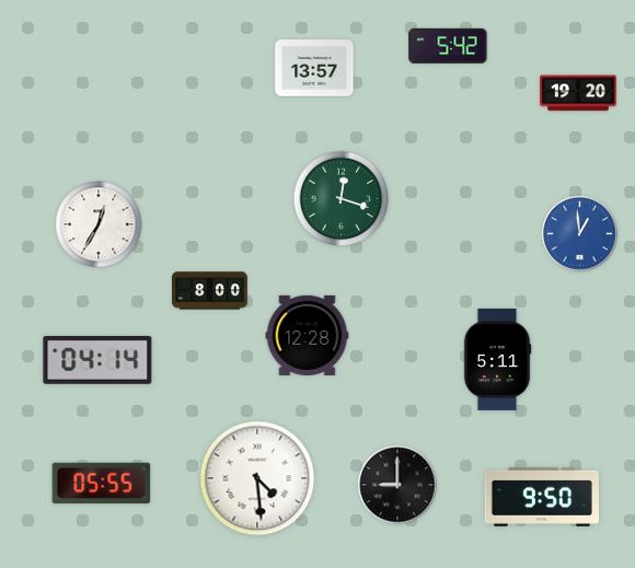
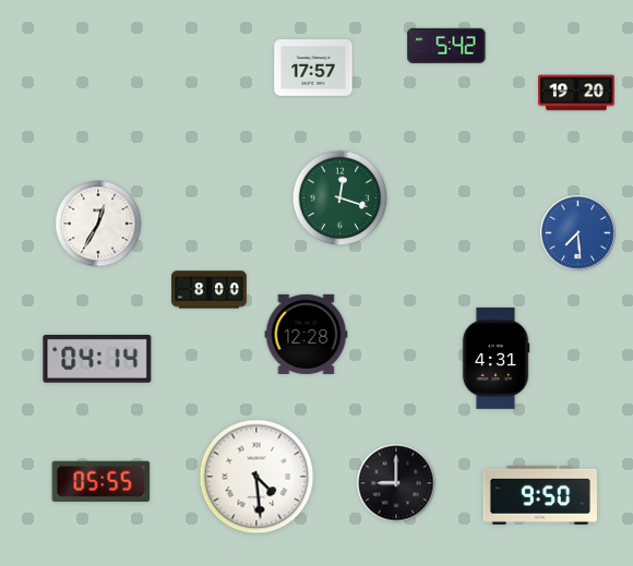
clock at (314, 68): 13:57 -> 17:57
clock at (580, 234): 12:59 -> 7:29
clock at (497, 359): 5:11 -> 4:31
